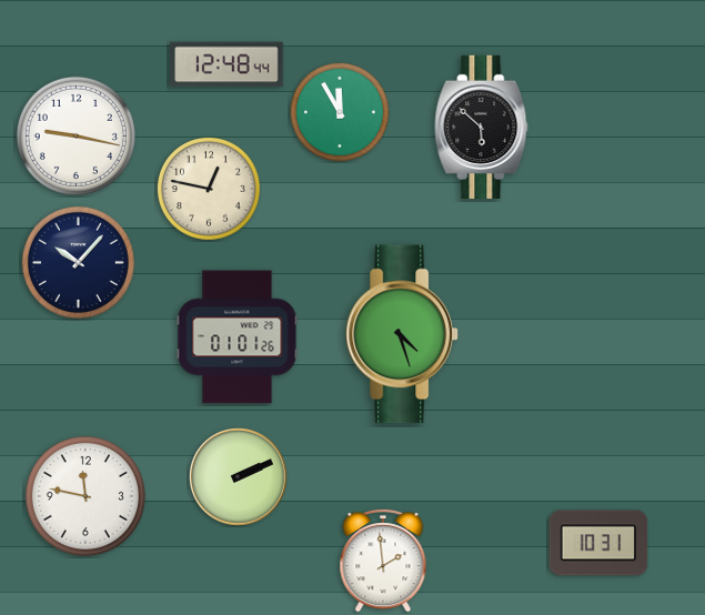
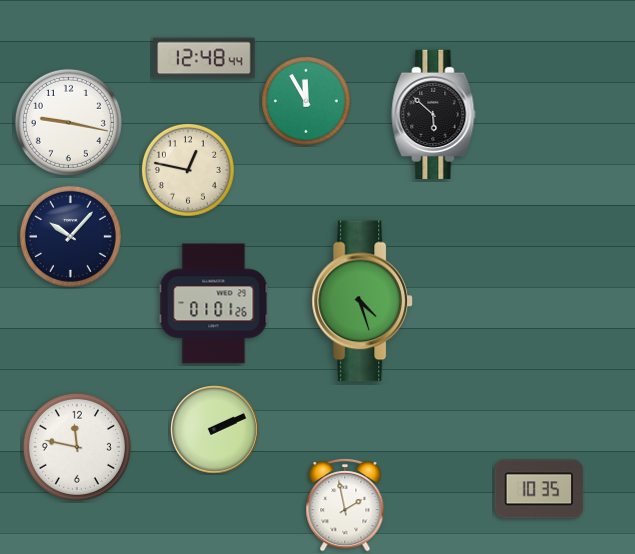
clock at (598, 543): 10:31 -> 10:35
clock at (383, 561): 1:59 -> 1:58
